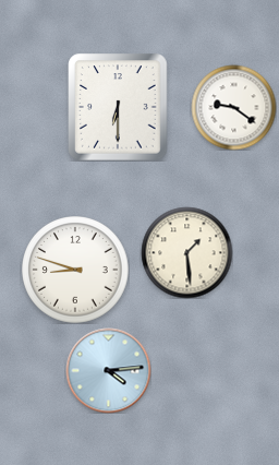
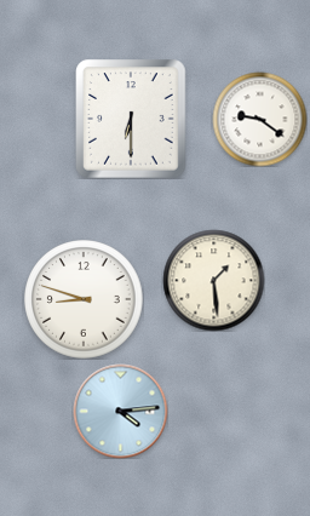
clock at (186, 252) position: (186, 252) -> (213, 280)
